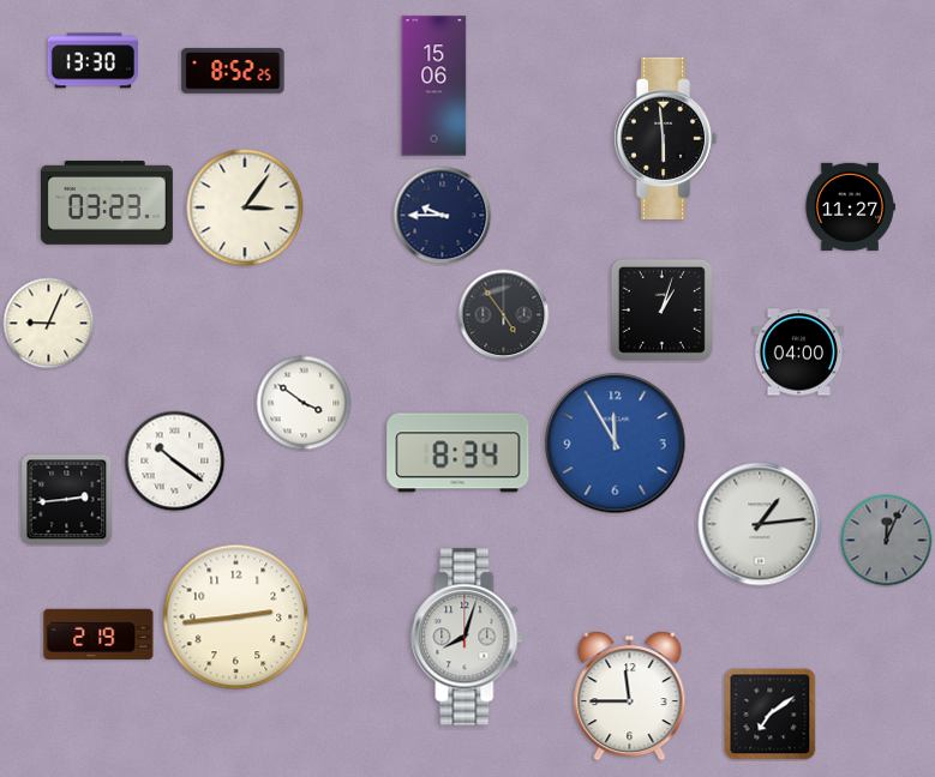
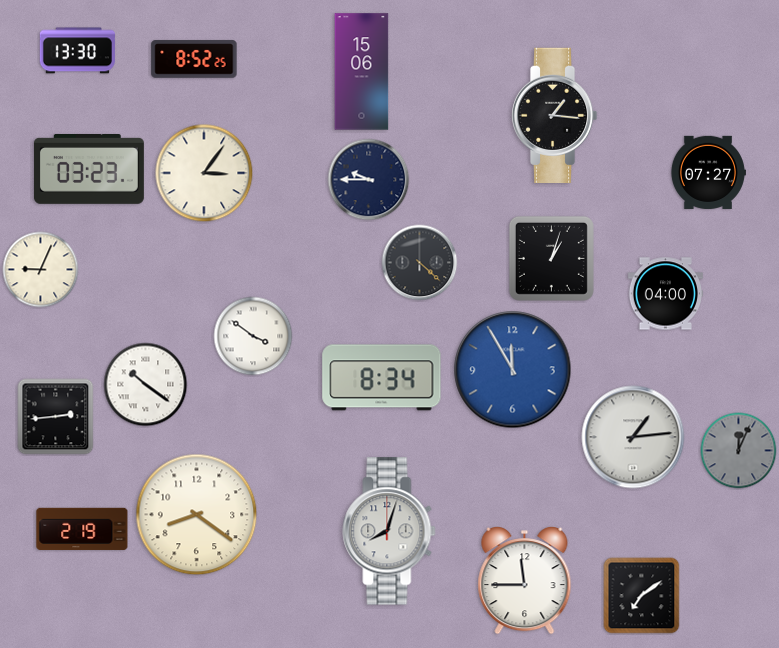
clock at (665, 138): 5:59 -> 1:16
clock at (850, 206): 11:27 -> 07:27
clock at (504, 315): 4:54 -> 4:22
clock at (236, 618): 2:44 -> 8:21
